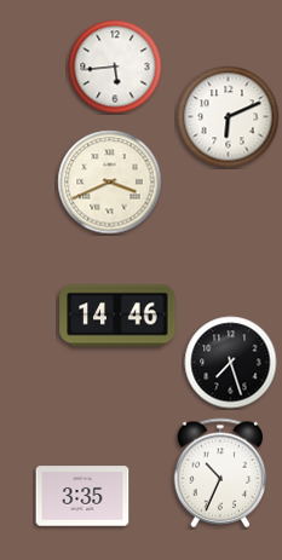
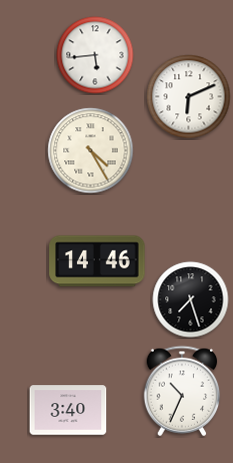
clock at (110, 183): 3:41 -> 4:25
clock at (82, 496): 3:35 -> 3:40
